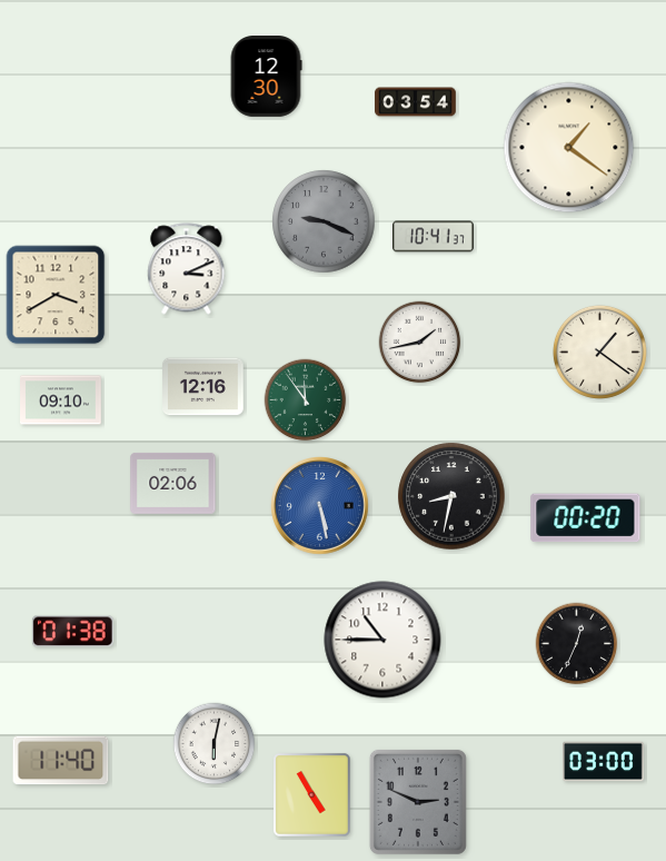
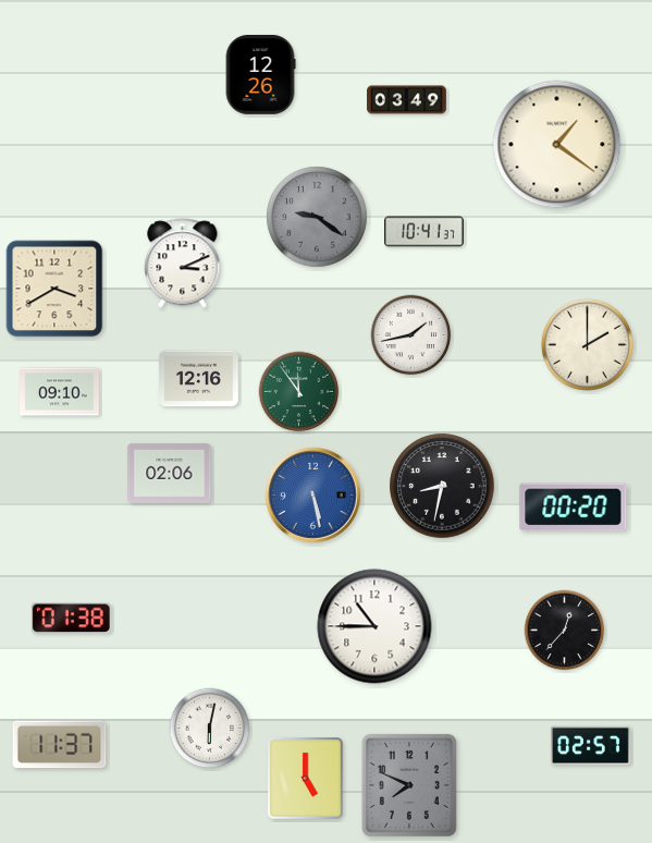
clock at (266, 77): 12:30 -> 12:26
clock at (416, 102): 03:54 -> 03:49
clock at (324, 221): 9:19 -> 9:21
clock at (599, 352): 1:21 -> 2:00
clock at (577, 644): 12:34 -> 12:37
clock at (61, 761): 11:40 -> 11:37
clock at (604, 762): 03:00 -> 02:57
clock at (312, 795): 4:55 -> 5:00
clock at (418, 802): 2:49 -> 7:49
